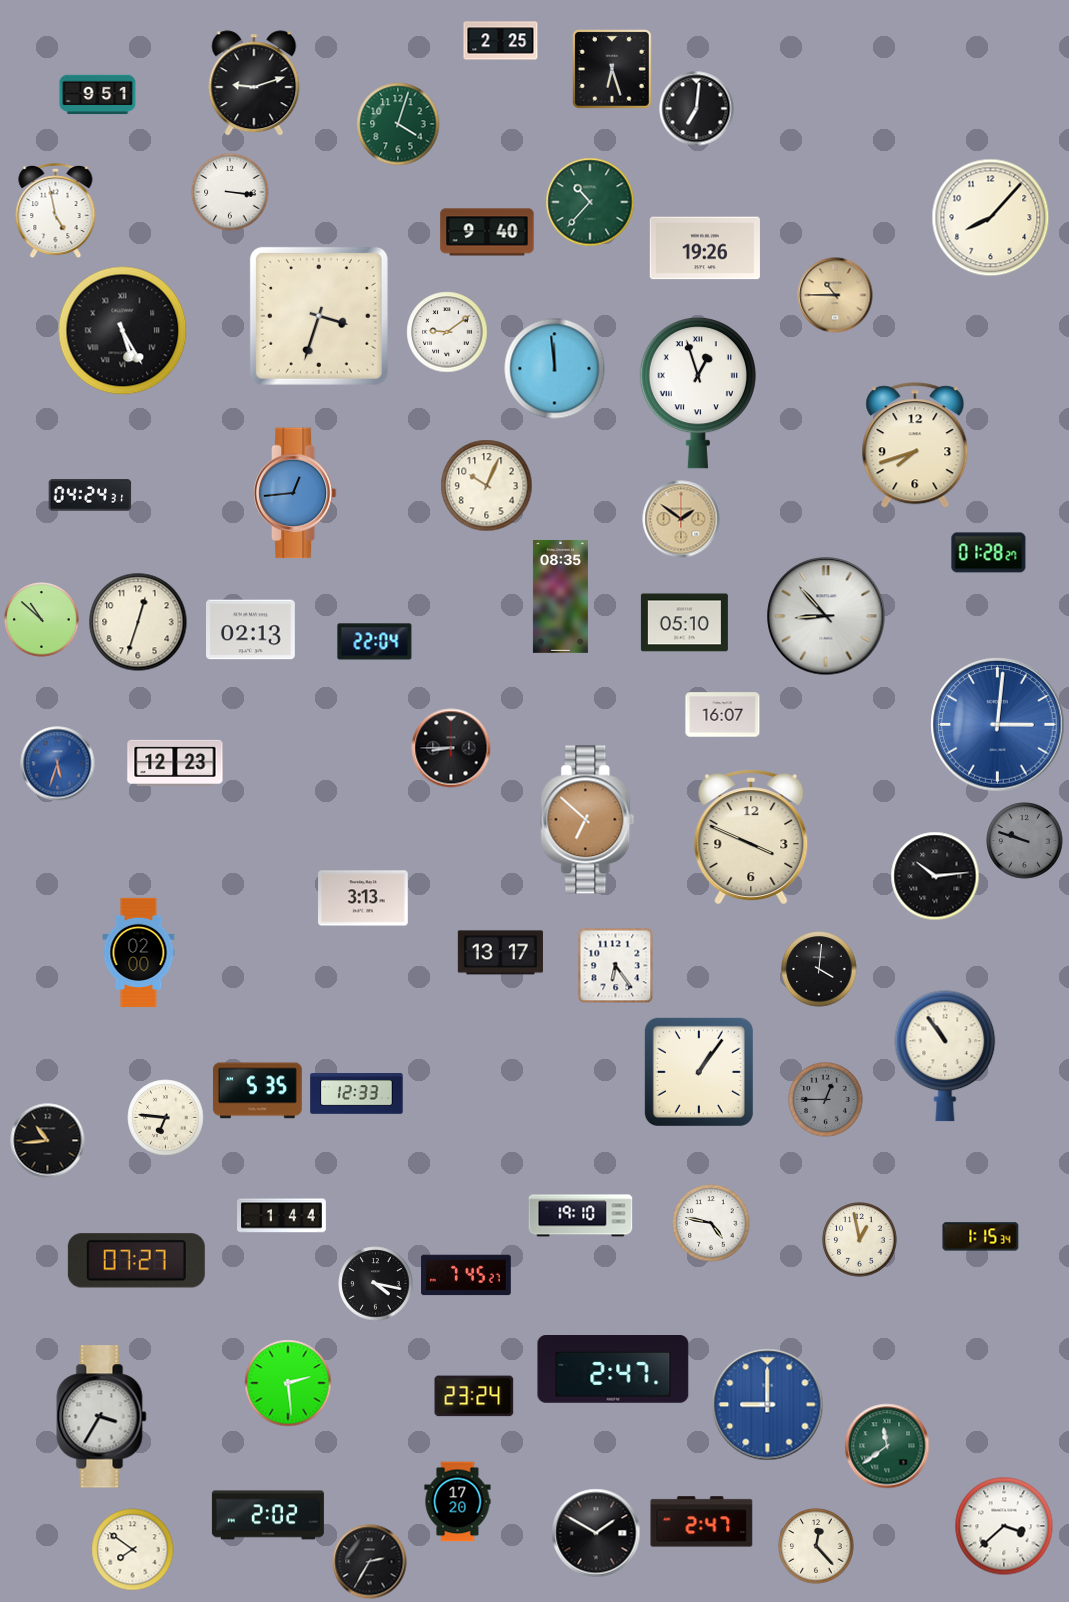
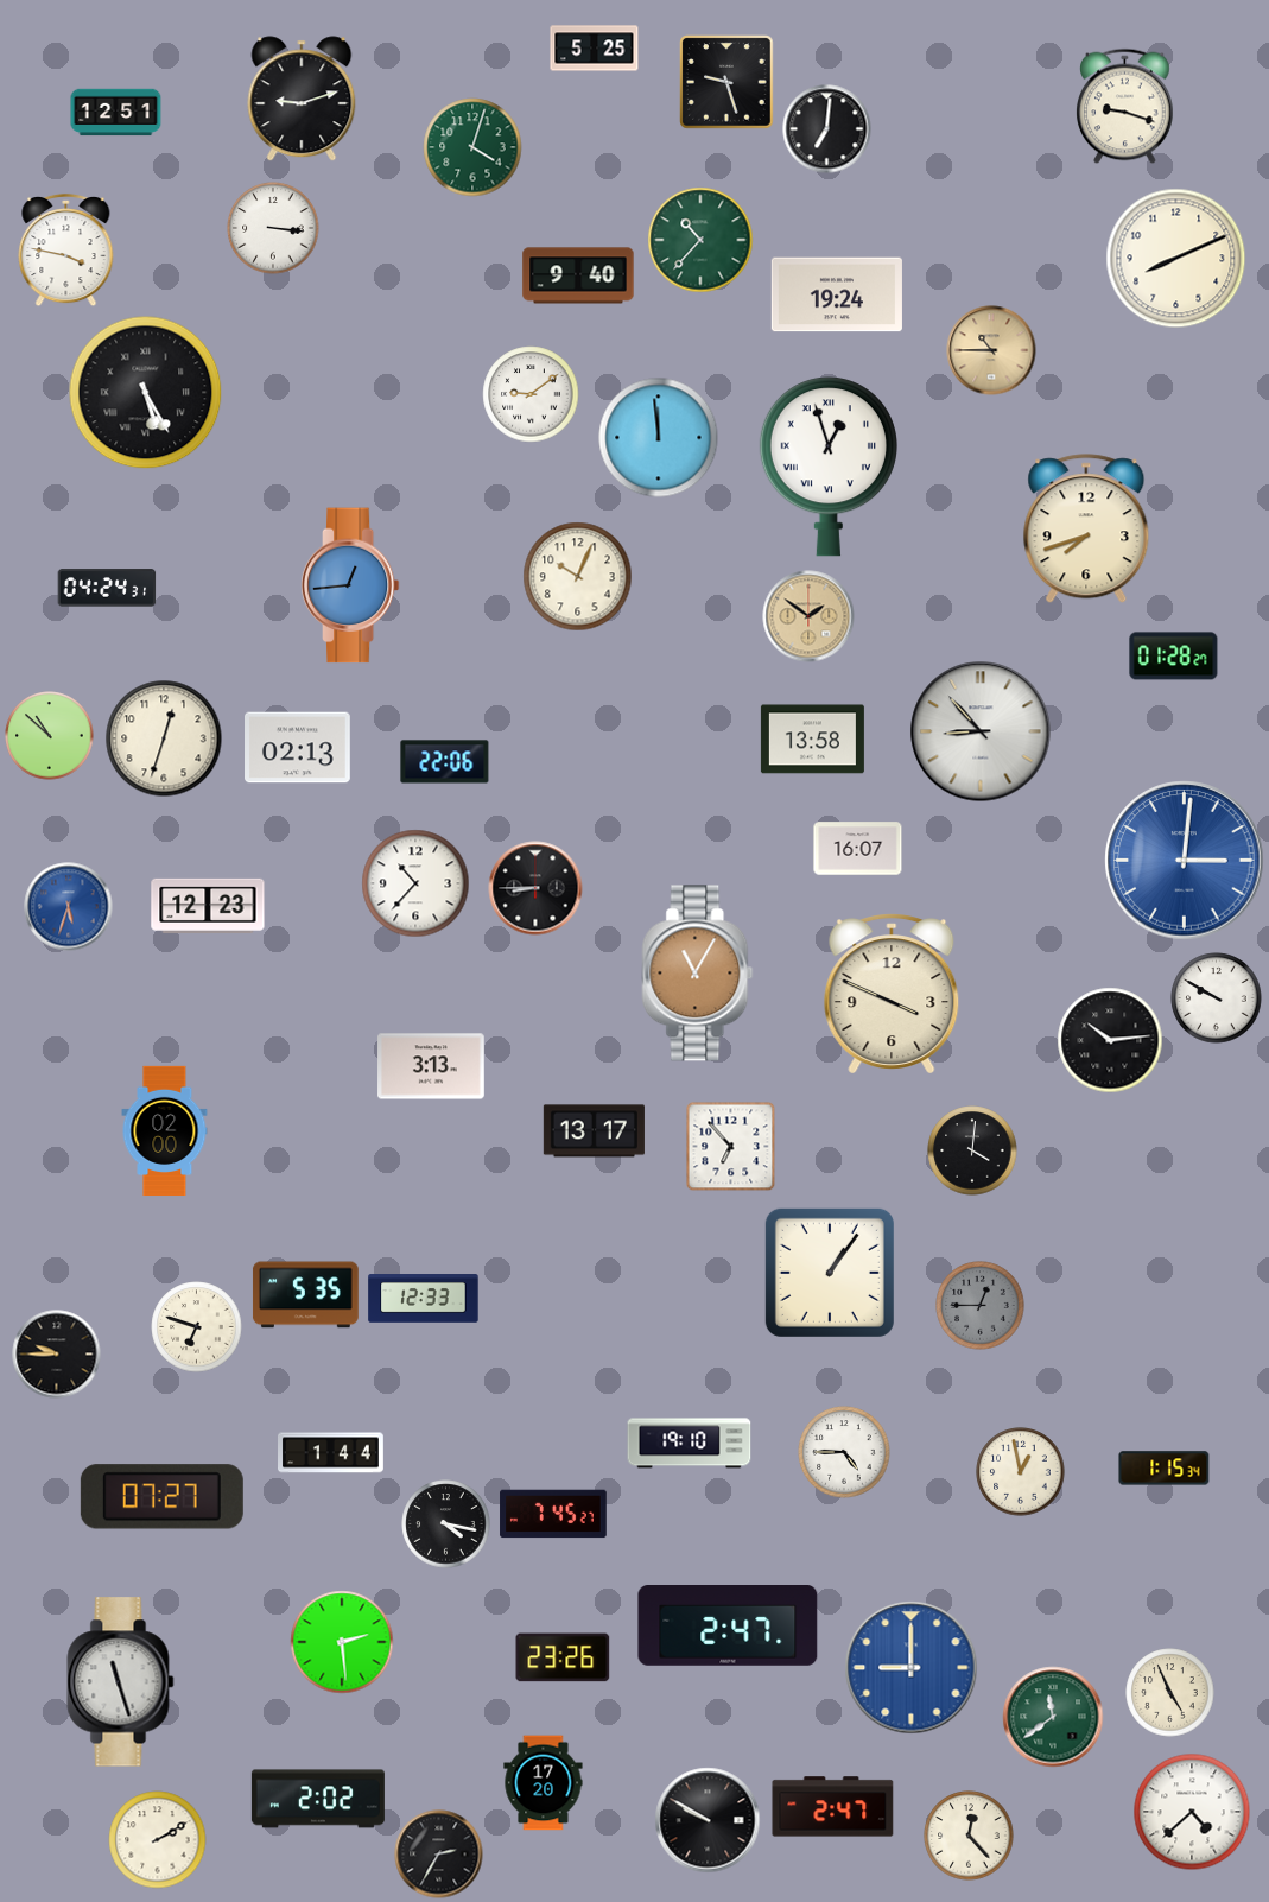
clock at (501, 41): 2:25 -> 5:25
clock at (612, 69): 6:27 -> 9:27
clock at (1125, 107): none -> 9:18
clock at (98, 95): 9:51 -> 12:51
clock at (56, 211): 4:58 -> 3:47
clock at (991, 218): 8:07 -> 8:11
clock at (705, 248): 19:26 -> 19:24
clock at (319, 316): 3:33 -> none
clock at (560, 596): 08:35 -> none
clock at (684, 623): 05:10 -> 13:58
clock at (375, 642): 22:04 -> 22:06
clock at (415, 883): none -> 10:37
clock at (588, 820): 6:52 -> 11:05
clock at (1025, 841): 9:48 -> 9:50
clock at (1025, 841) dial: grey -> white
clock at (616, 966): 6:24 -> 6:53
clock at (945, 1056): 10:54 -> none
clock at (166, 1118): 6:46 -> 6:48
clock at (48, 1141): 10:44 -> 9:45
clock at (282, 1216) position: (282, 1216) -> (331, 1453)
clock at (711, 1223): 4:47 -> 4:45
clock at (474, 1396): 23:24 -> 23:26
clock at (102, 1417): 3:35 -> 11:27
clock at (1170, 1693): none -> 4:56
clock at (1004, 1526): 3:38 -> 4:38
clock at (596, 1533): 1:50 -> 9:50
clock at (133, 1550): 7:51 -> 2:10
